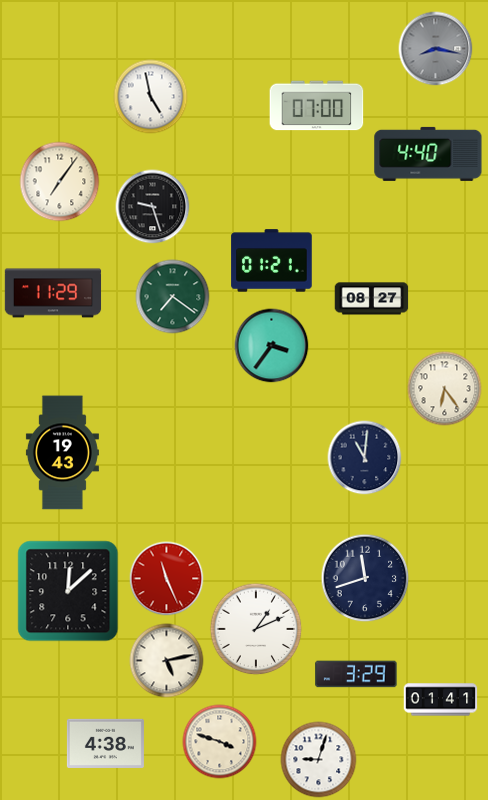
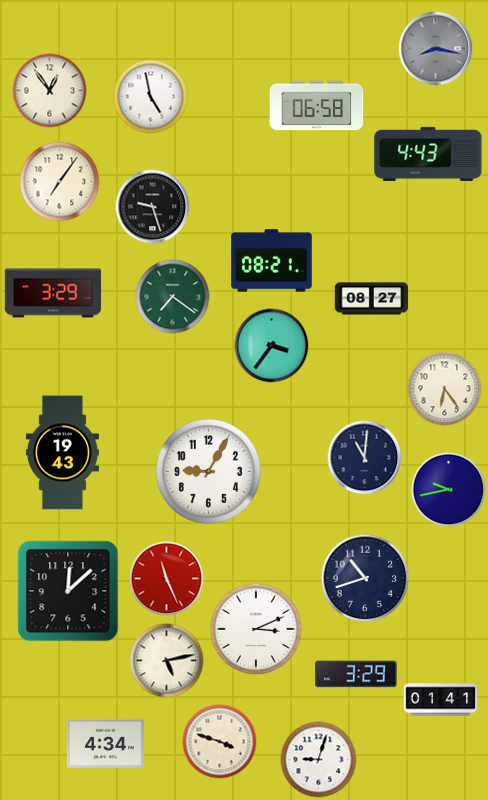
clock at (50, 91): none -> 12:54
clock at (317, 106): 07:00 -> 06:58
clock at (428, 154): 4:40 -> 4:43
clock at (272, 261): 01:21 -> 08:21
clock at (53, 293): 11:29 -> 3:29
clock at (208, 471): none -> 9:05
clock at (449, 490): none -> 9:43
clock at (365, 578): 11:42 -> 10:42
clock at (256, 629): 1:11 -> 3:11
clock at (105, 743): 4:38 -> 4:34
